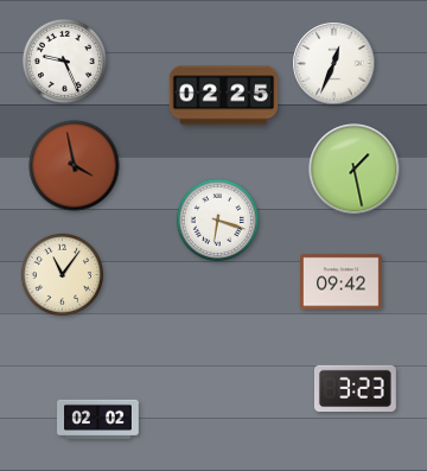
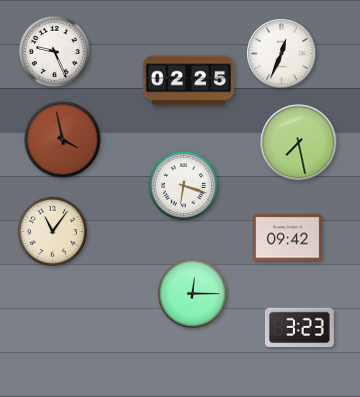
clock at (355, 170): 1:28 -> 7:28
clock at (192, 293): none -> 12:15
clock at (98, 419): 02:02 -> none
